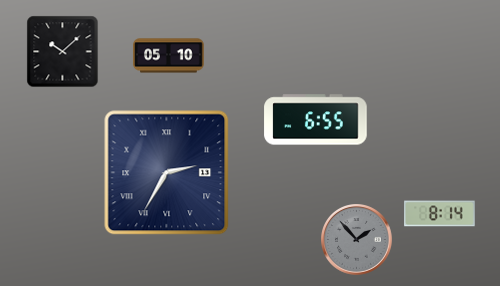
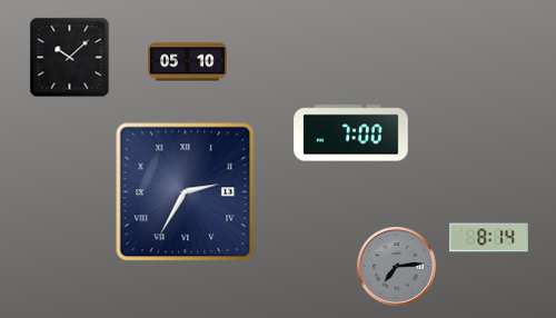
clock at (316, 120): 6:55 -> 7:00
clock at (357, 240): 1:53 -> 7:14
